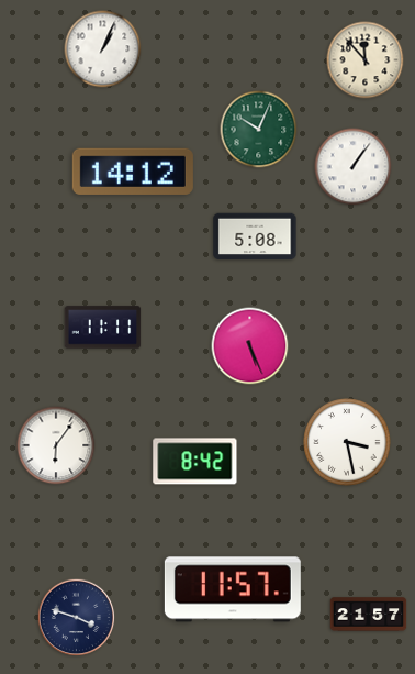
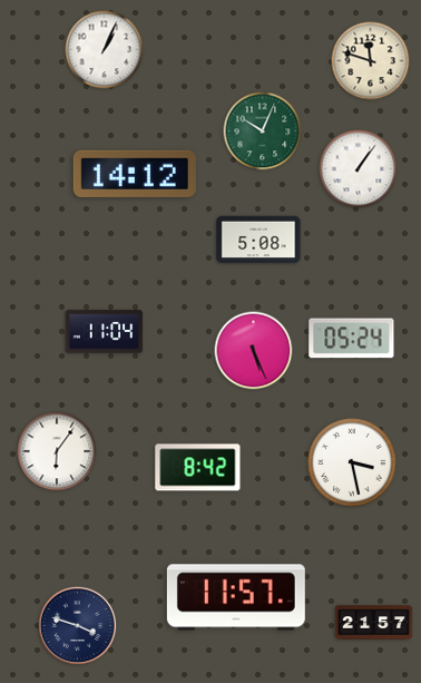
clock at (366, 60): 11:53 -> 11:48
clock at (103, 328): 11:11 -> 11:04
clock at (352, 339): none -> 05:24
clock at (347, 442) position: (347, 442) -> (352, 462)
